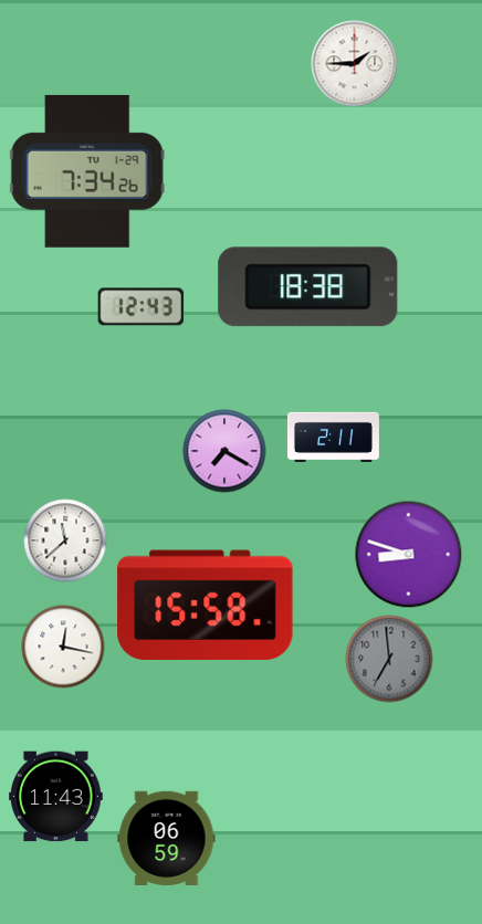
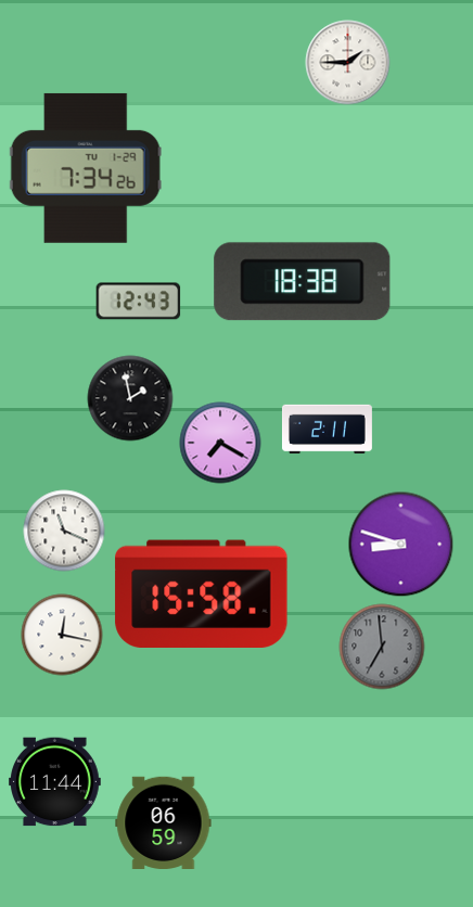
clock at (130, 398): none -> 1:58
clock at (65, 540): 11:38 -> 11:19
clock at (56, 797): 11:43 -> 11:44
